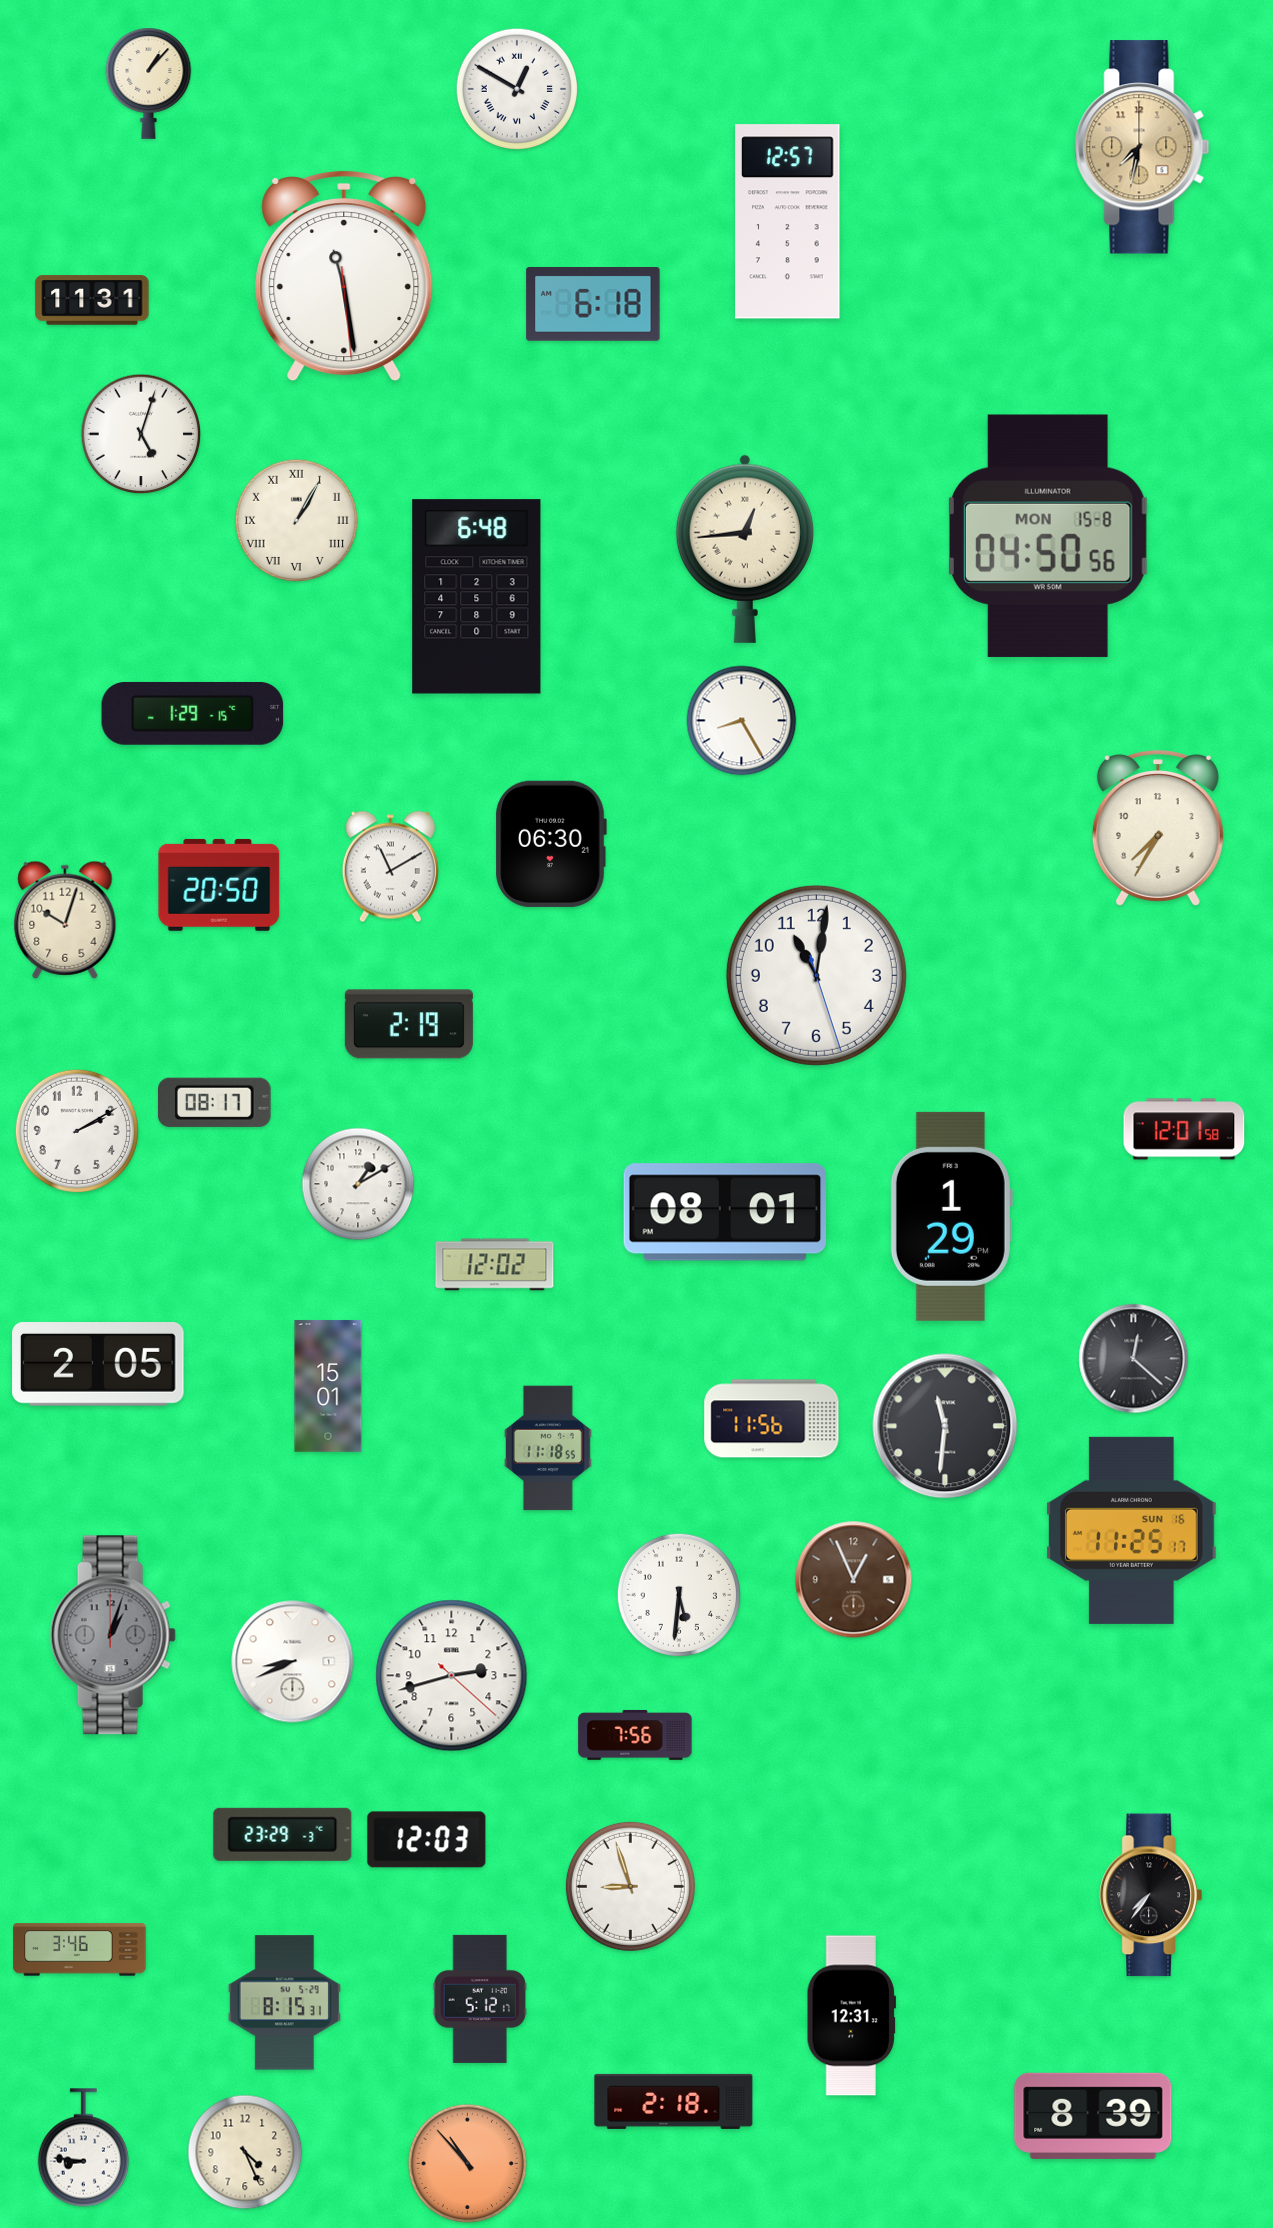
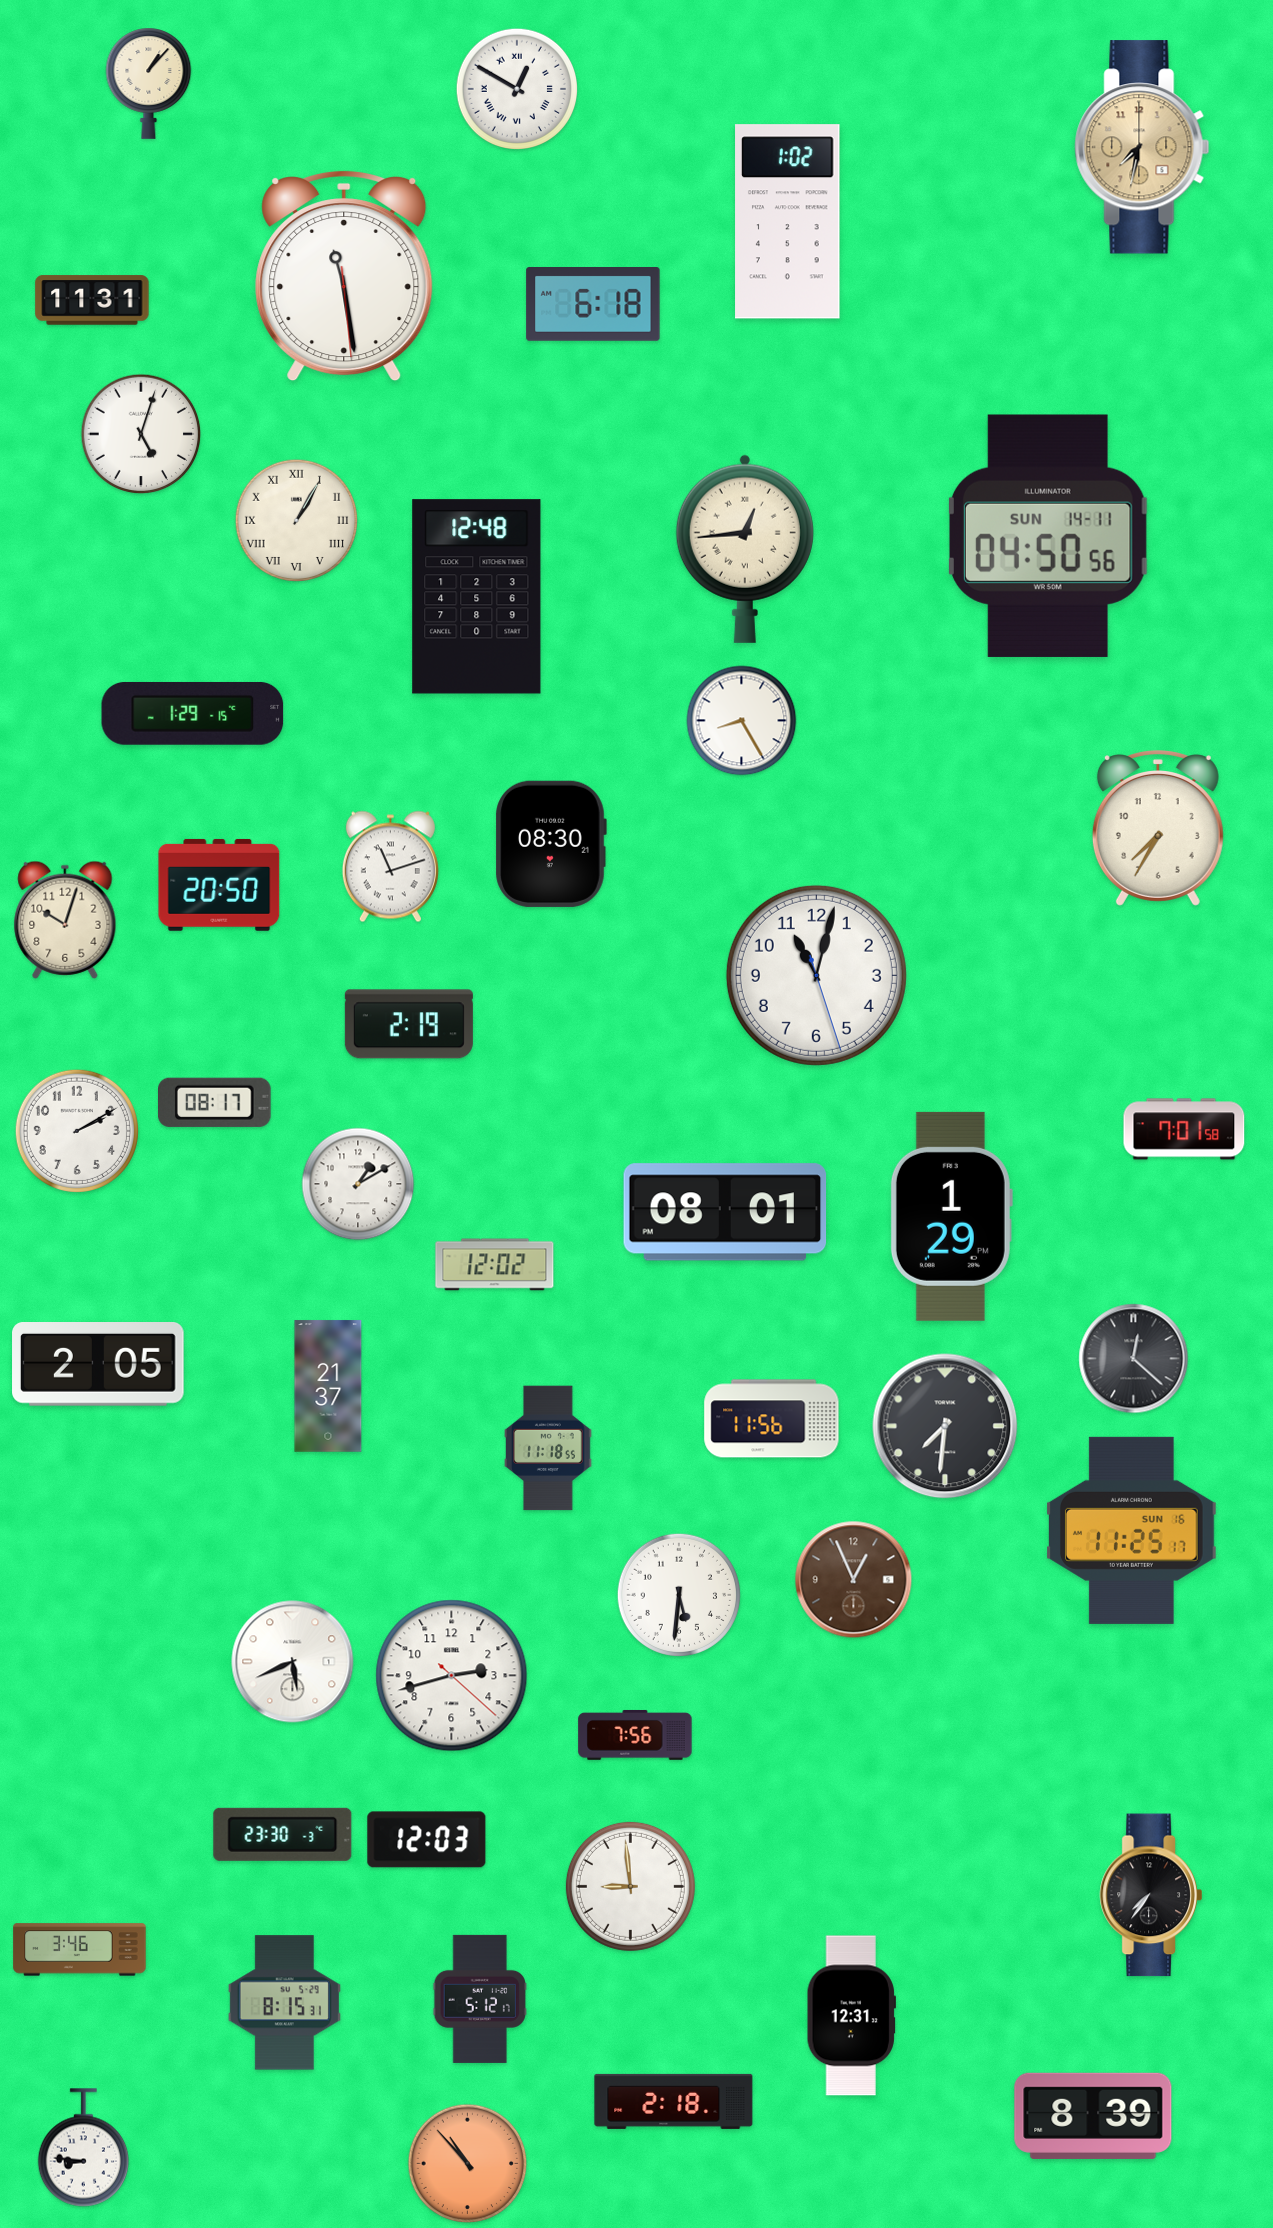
clock at (788, 222): 12:57 -> 1:02
clock at (1048, 536) date: MON 15-8 -> SUN 14-11
clock at (477, 597): 6:48 -> 12:48
clock at (551, 844): 06:30 -> 08:30
clock at (390, 867): 11:10 -> 11:12
clock at (816, 975): 11:01 -> 11:02
clock at (1184, 1129): 12:01 -> 7:01
clock at (328, 1386): 15:01 -> 21:37
clock at (945, 1426): 11:31 -> 7:31
clock at (113, 1635): 1:03 -> none
clock at (293, 1662): 8:41 -> 5:41
clock at (283, 1834): 23:29 -> 23:30
clock at (630, 1886): 8:57 -> 8:59
clock at (245, 2152): 4:26 -> none
